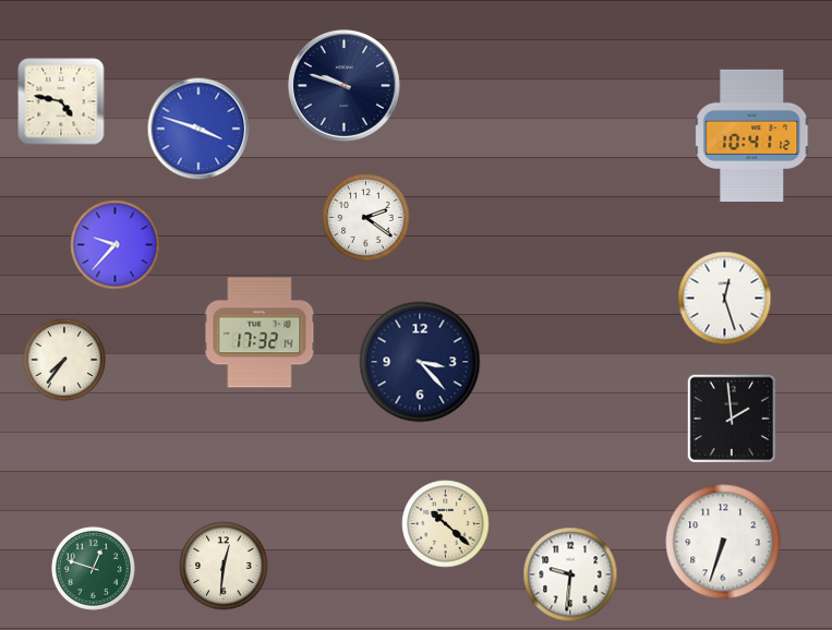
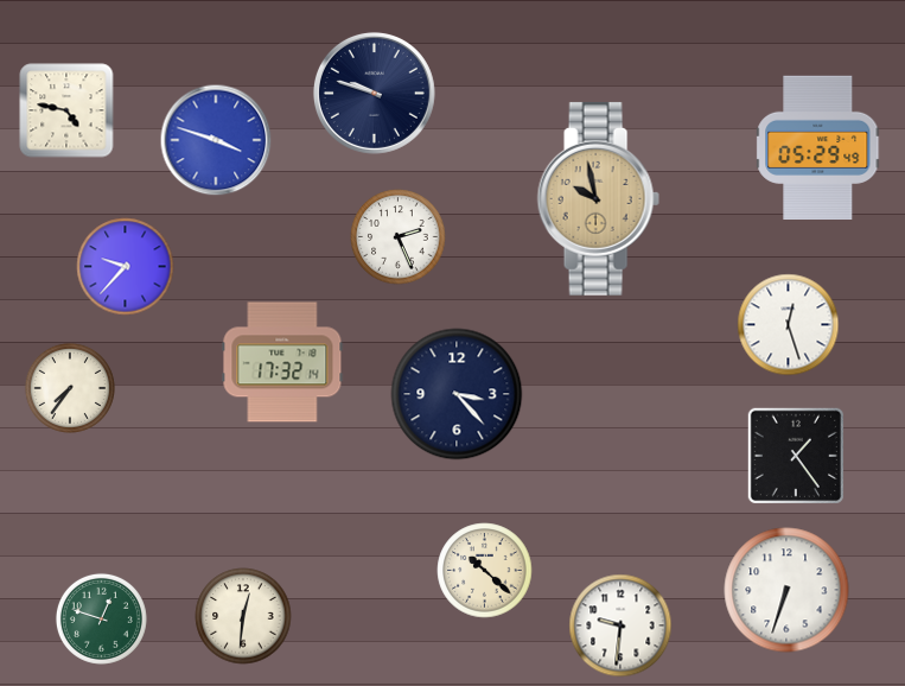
clock at (752, 135): 10:41 -> 05:29
clock at (598, 198): none -> 9:58
clock at (366, 218): 2:21 -> 2:26
clock at (64, 360) position: (64, 360) -> (70, 388)
clock at (731, 417): 1:59 -> 1:24
